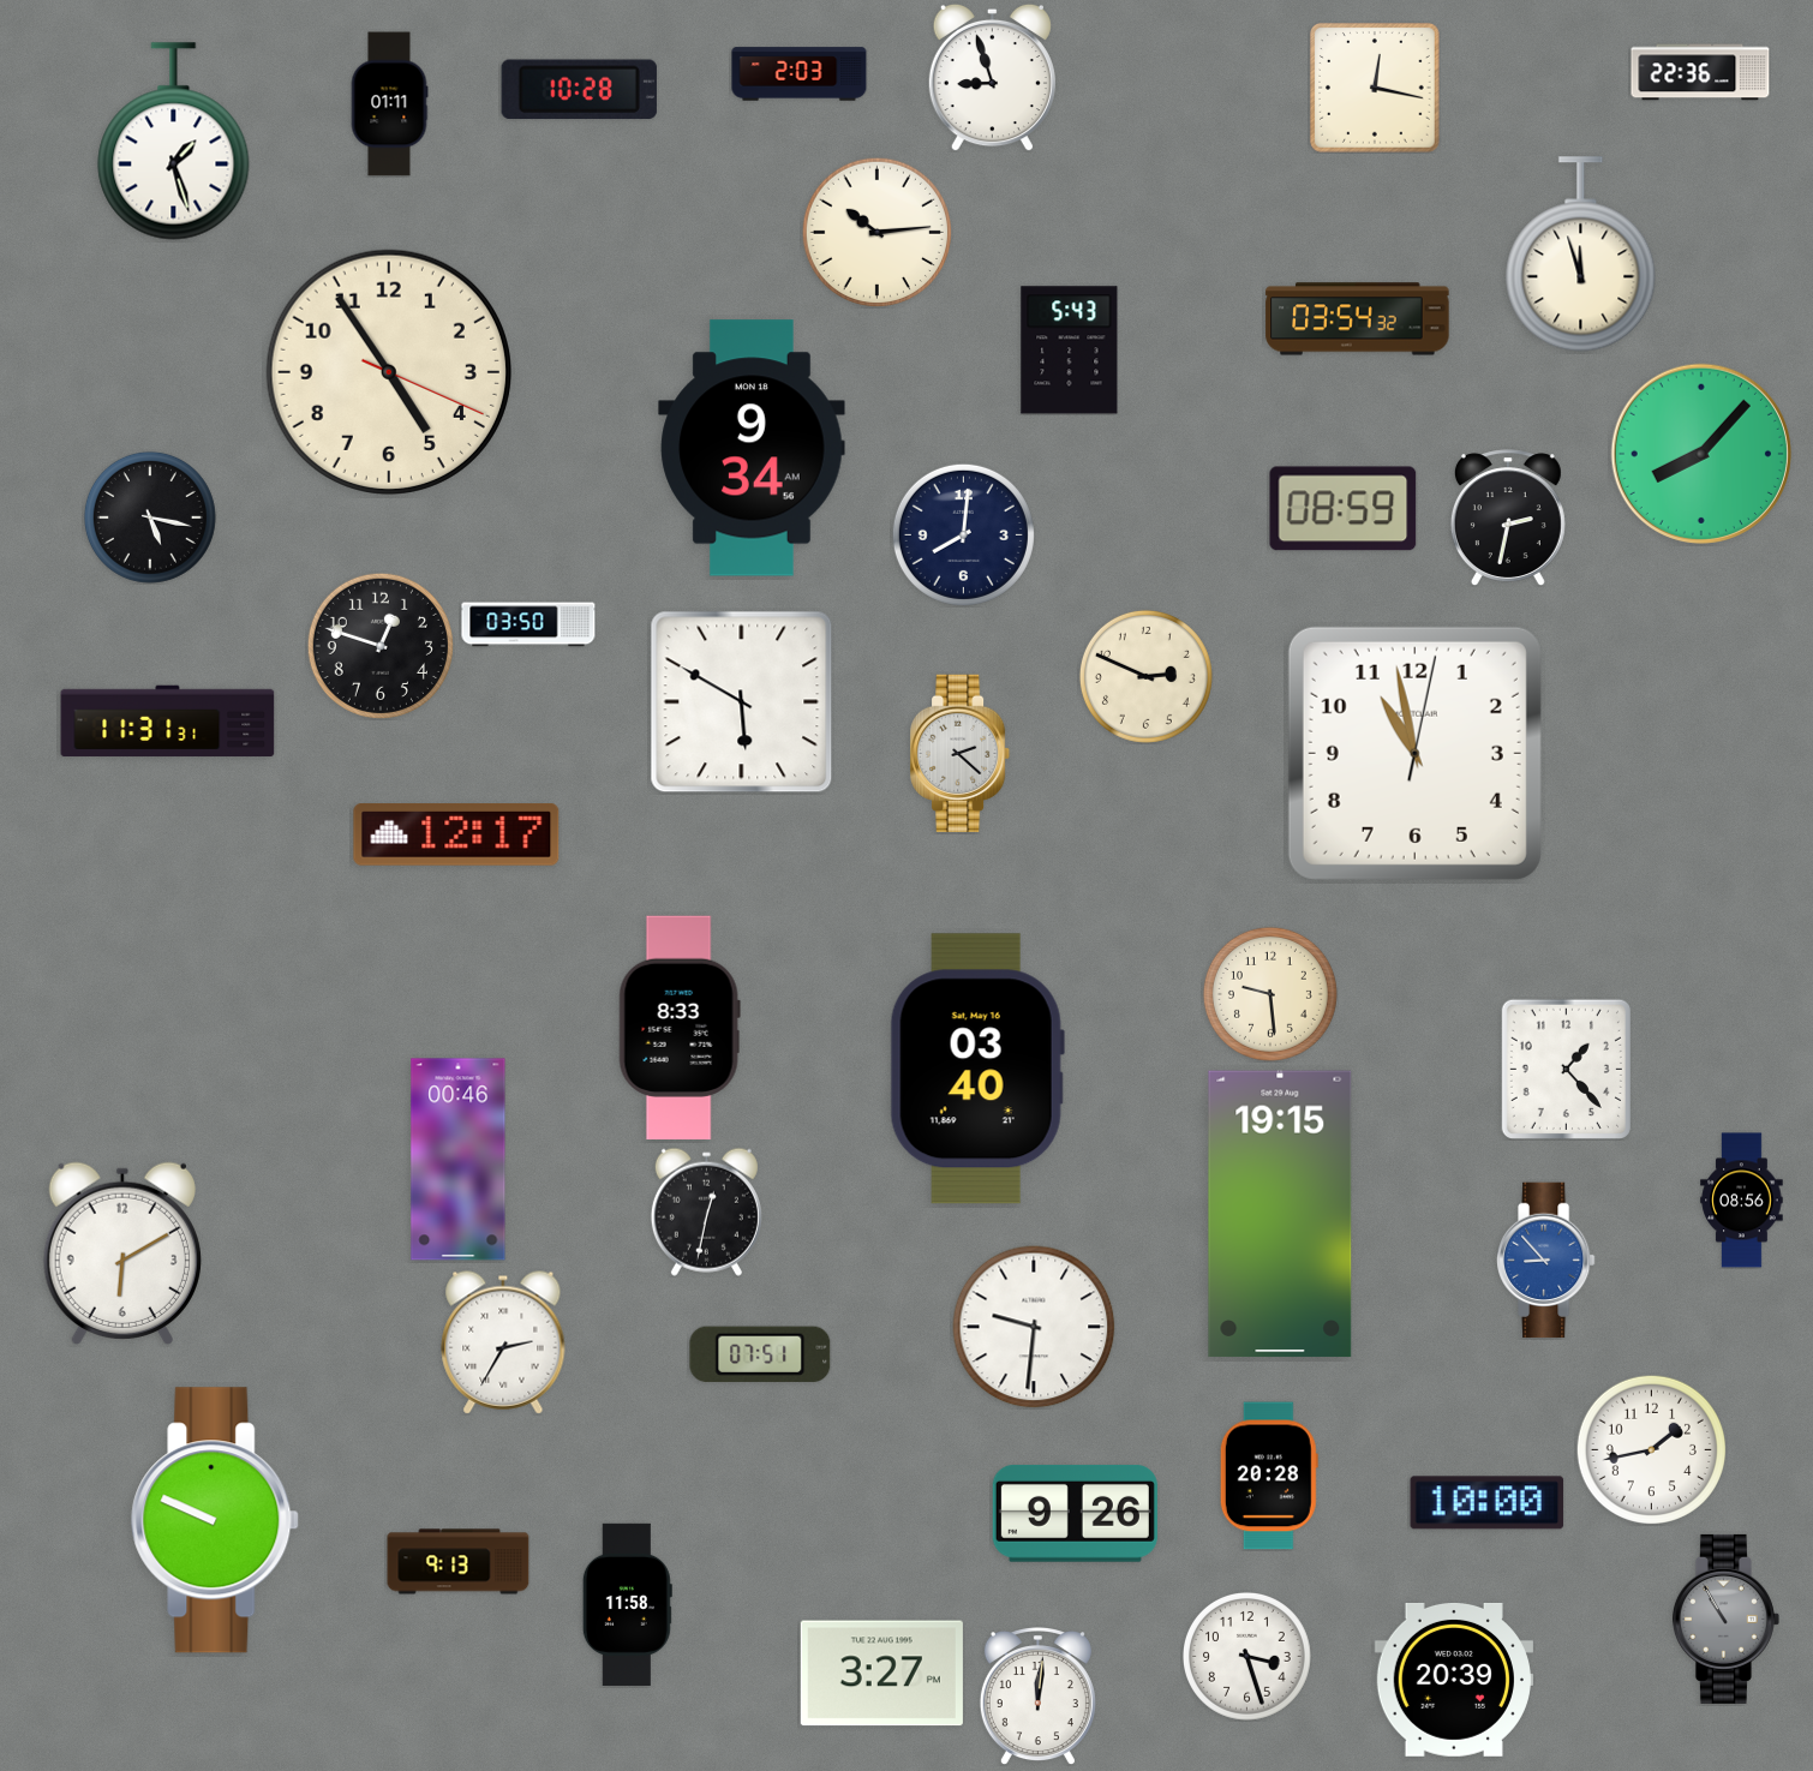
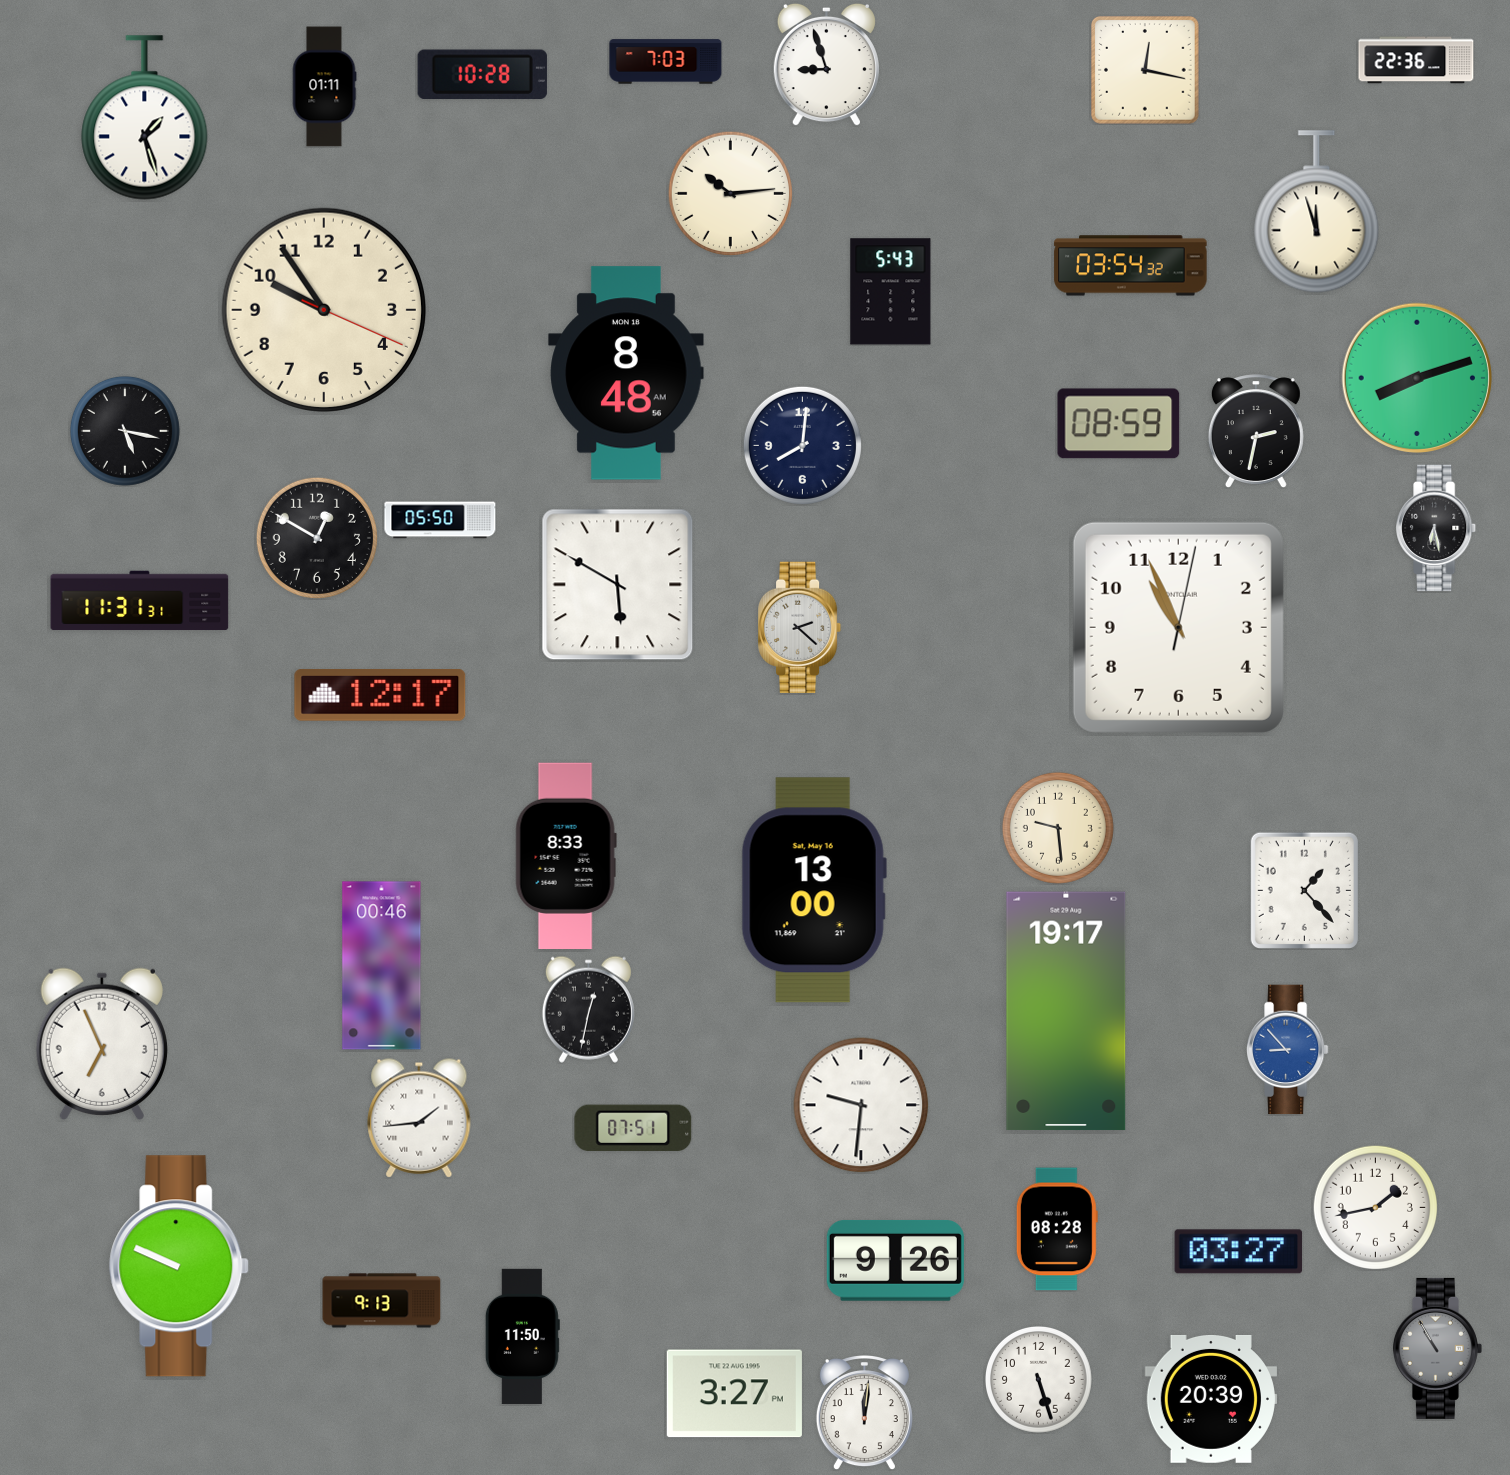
clock at (800, 74): 2:03 -> 7:03
clock at (1376, 89) position: (1376, 89) -> (1146, 71)
clock at (389, 372): 4:54 -> 9:54
clock at (752, 448): 9:34 -> 8:48
clock at (1701, 454): 8:07 -> 8:12
clock at (528, 624): 03:50 -> 05:50
clock at (1437, 528): none -> 6:28
clock at (381, 646): 12:48 -> 12:50
clock at (1145, 676): 2:49 -> none
clock at (1414, 753): 10:58 -> 10:56
clock at (977, 1069): 03:40 -> 13:00
clock at (1742, 1201): 08:56 -> none
clock at (1280, 1214): 19:15 -> 19:17
clock at (122, 1252): 6:10 -> 6:56
clock at (503, 1342): 2:35 -> 1:44
clock at (1269, 1476): 20:28 -> 08:28
clock at (1488, 1503): 10:00 -> 03:27
clock at (627, 1604): 11:58 -> 11:50
clock at (1247, 1657): 3:27 -> 5:27
